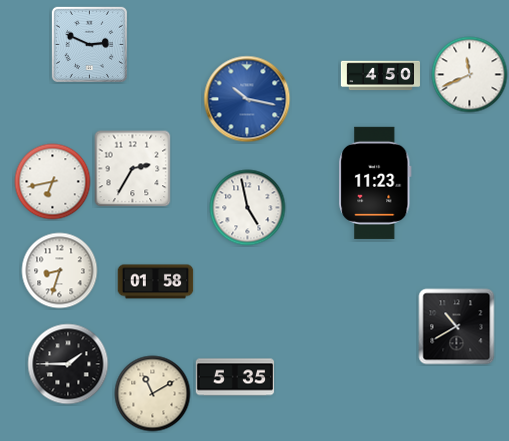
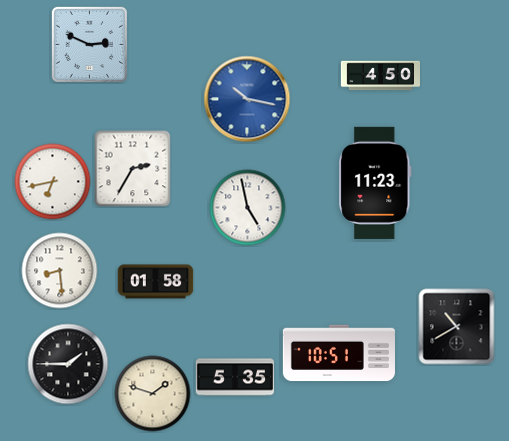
clock at (470, 75): 11:41 -> none
clock at (60, 271): 8:33 -> 8:29
clock at (339, 353): none -> 10:51
clock at (153, 394): 11:10 -> 1:48
